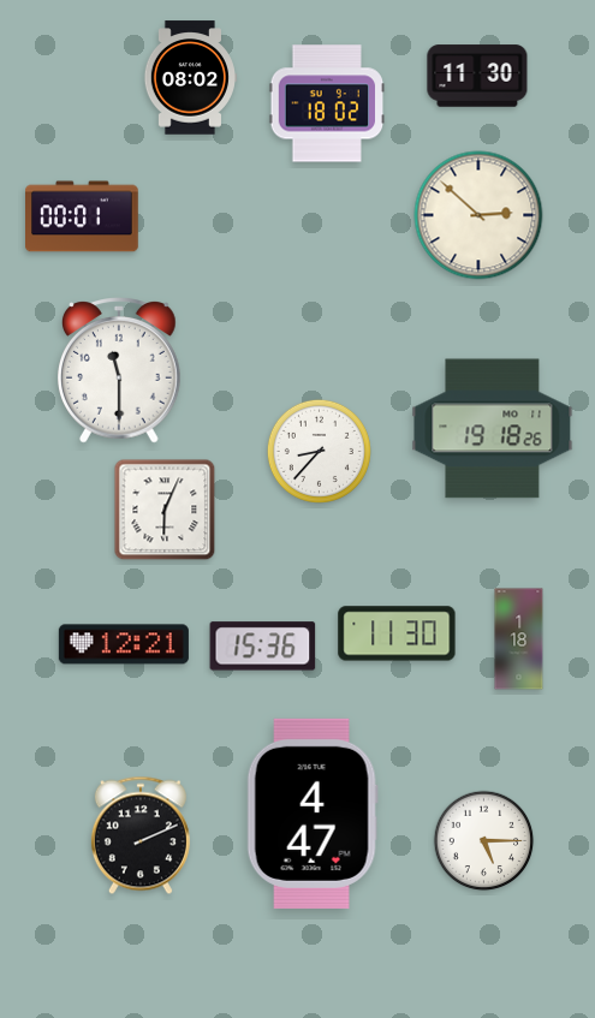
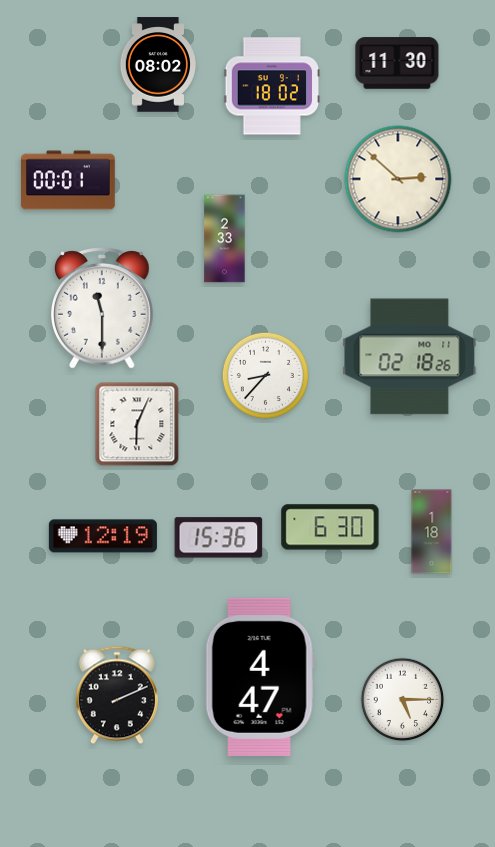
clock at (225, 239): none -> 2:33
clock at (120, 370) position: (120, 370) -> (103, 308)
clock at (493, 429): 19:18 -> 02:18
clock at (397, 633): 11:30 -> 6:30
clock at (124, 644): 12:21 -> 12:19
